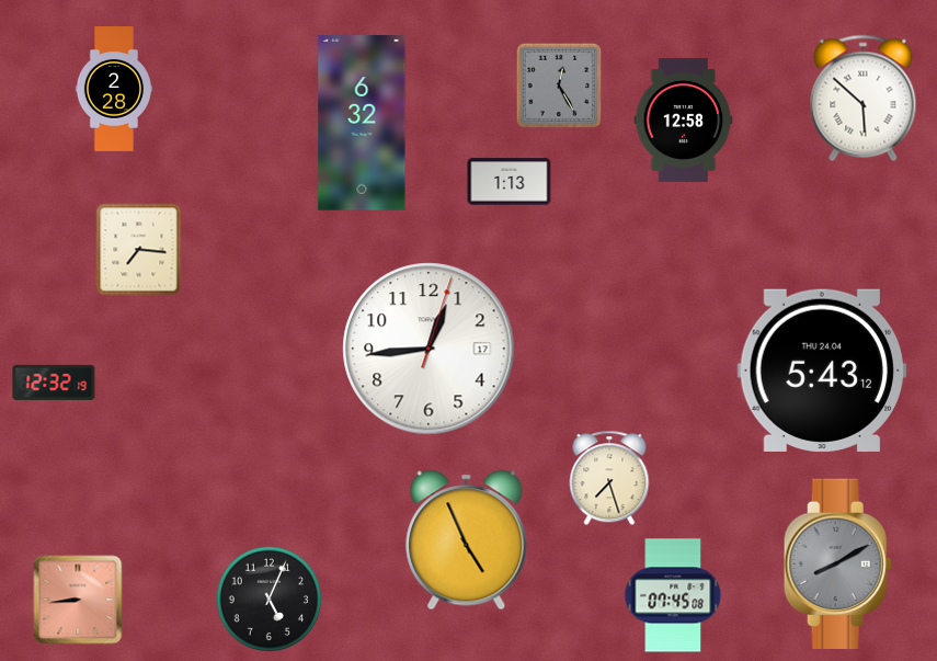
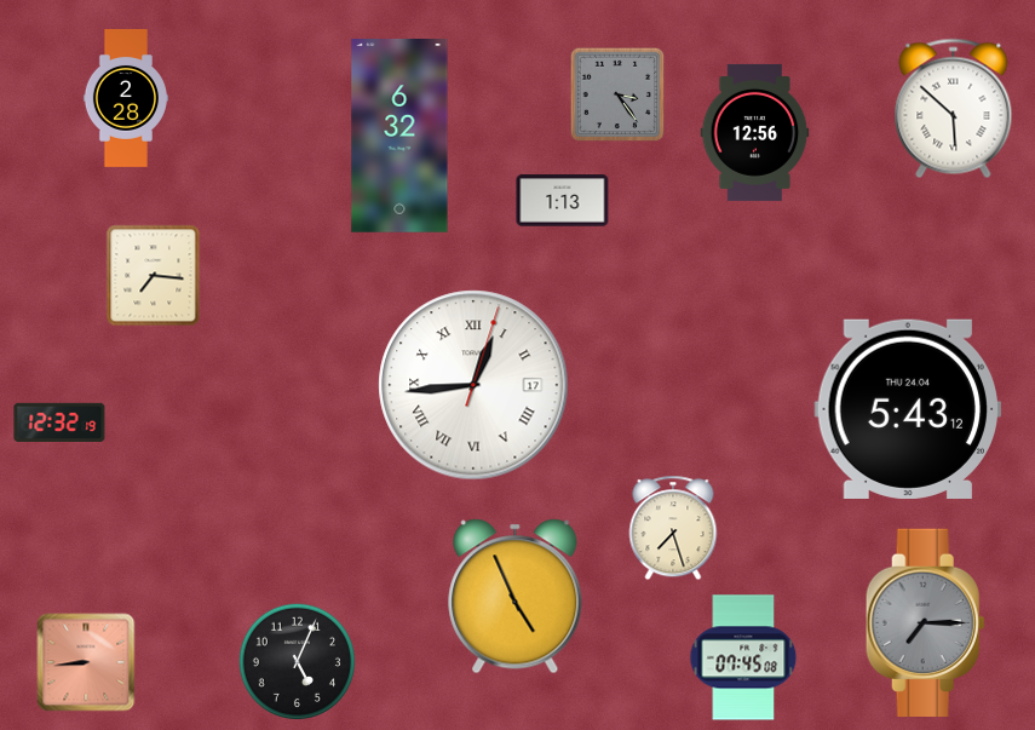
clock at (559, 86): 12:25 -> 3:24
clock at (684, 119): 12:58 -> 12:56
clock at (428, 349) numerals: Arabic -> Roman
clock at (837, 563): 8:10 -> 7:15
